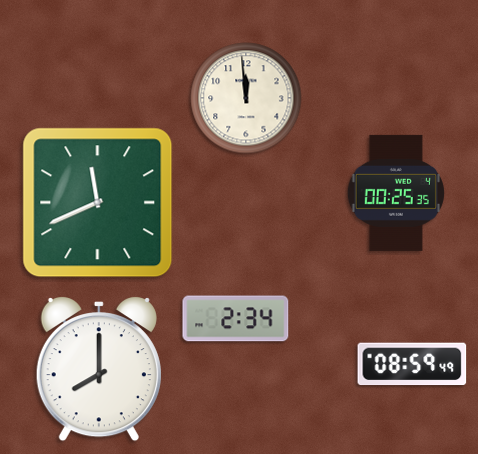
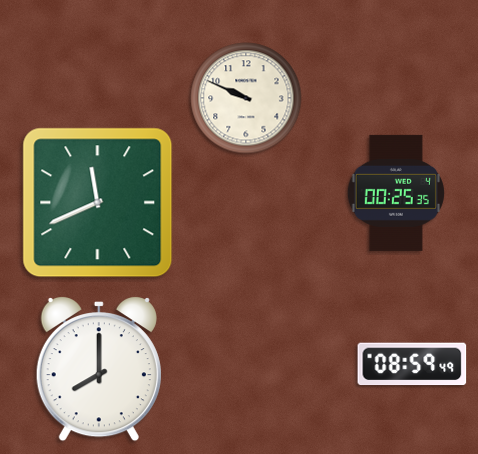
clock at (246, 98): 11:59 -> 9:49
clock at (236, 319): 2:34 -> none
